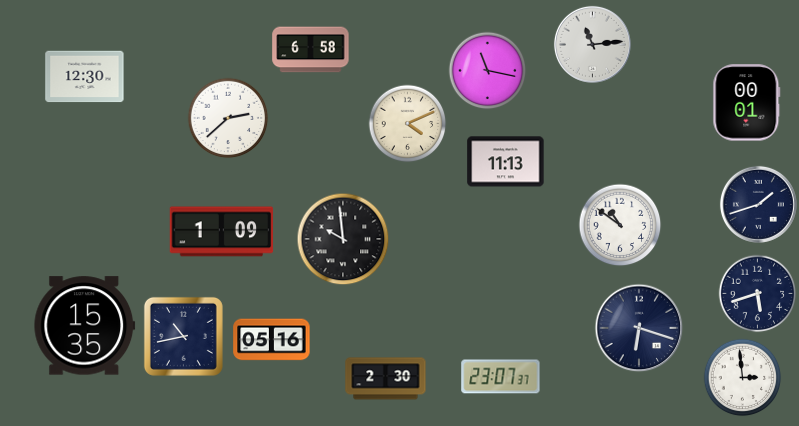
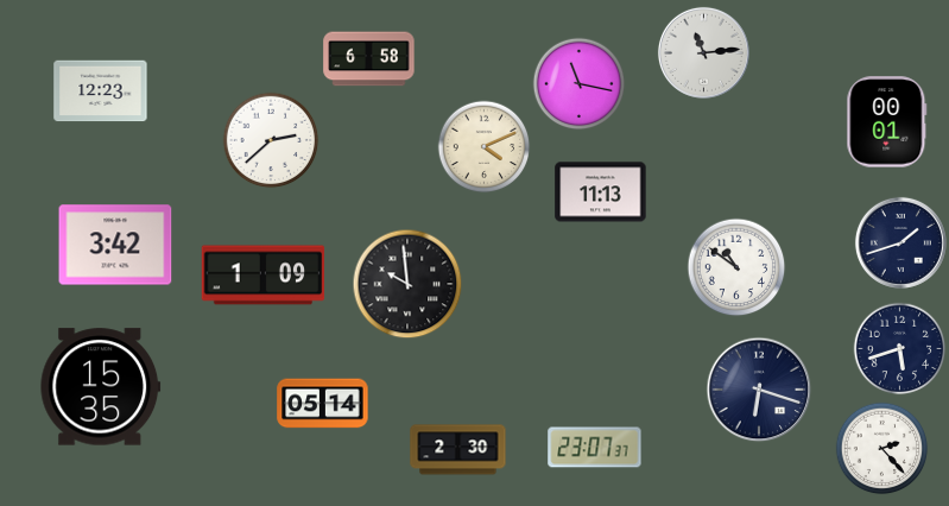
clock at (85, 77): 12:30 -> 12:23
clock at (115, 245): none -> 3:42
clock at (183, 336): 10:43 -> none
clock at (272, 340): 05:16 -> 05:14
clock at (742, 377): 2:59 -> 2:23
